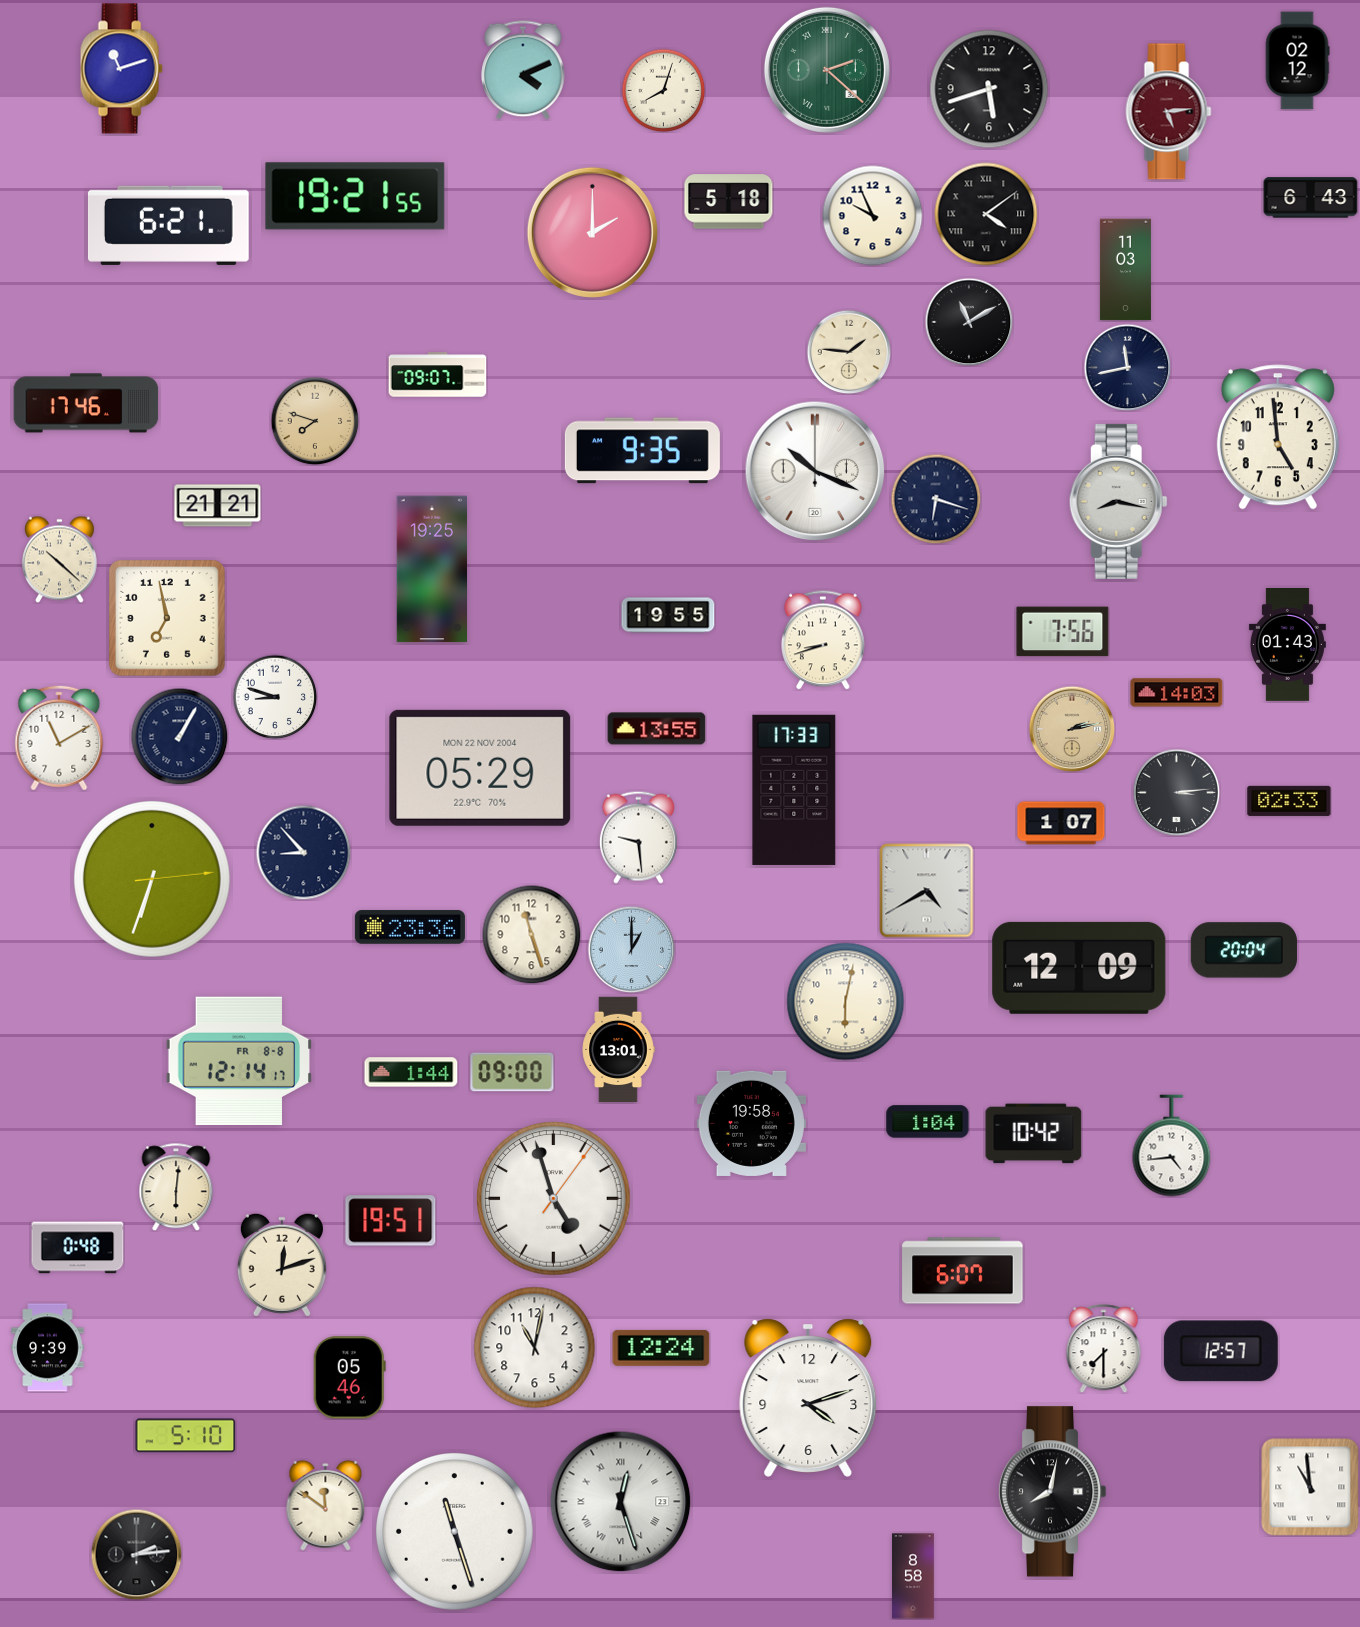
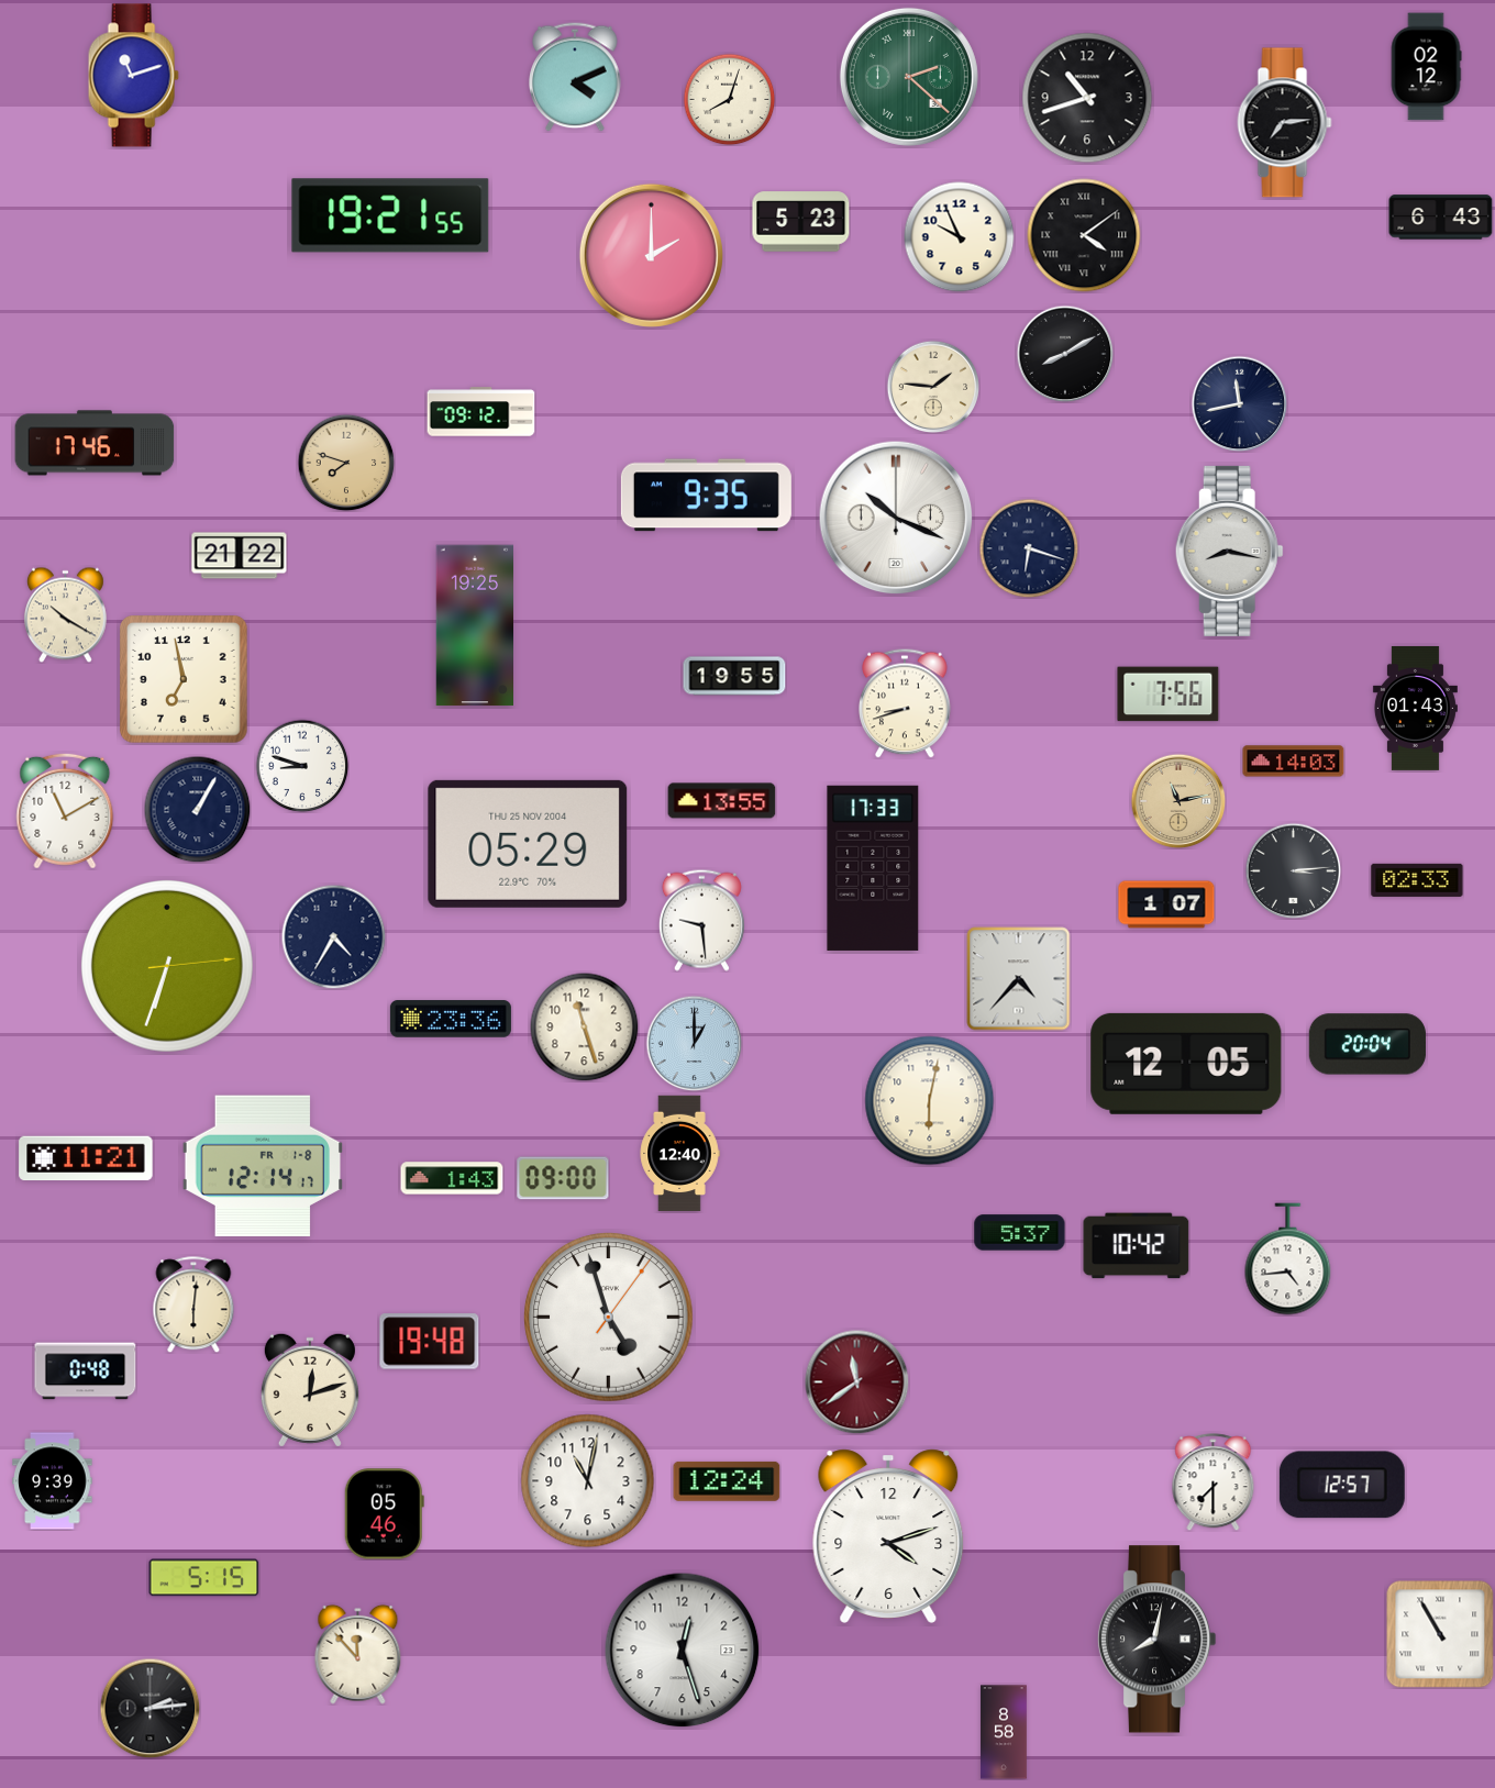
clock at (989, 89): 5:42 -> 10:42
clock at (1169, 112): 5:14 -> 7:14
clock at (1169, 112) dial: burgundy -> black
clock at (729, 202): 5:18 -> 5:23
clock at (168, 225): 6:21 -> none
clock at (1125, 270): 11:03 -> none
clock at (969, 322): 11:10 -> 8:10
clock at (438, 375): 09:07 -> 09:12
clock at (1278, 437): 4:59 -> none
clock at (218, 506): 21:21 -> 21:22
clock at (59, 559): 10:22 -> 10:20
clock at (1072, 729): 2:13 -> 11:13
clock at (480, 768) date: MON 22 NOV 2004 -> THU 25 NOV 2004
clock at (303, 852): 8:53 -> 4:35
clock at (927, 891): 4:40 -> 4:37
clock at (1079, 968): 12:09 -> 12:05
clock at (618, 1050): 13:01 -> 12:40
clock at (86, 1158): none -> 11:21
clock at (239, 1061) date: FR 8-8 -> FR 1-8
clock at (411, 1072): 1:44 -> 1:43
clock at (928, 1122): 1:04 -> 5:37
clock at (751, 1123): 19:58 -> none
clock at (391, 1221): 19:51 -> 19:48
clock at (856, 1381): none -> 11:39
clock at (963, 1271): 6:07 -> none
clock at (186, 1436): 5:10 -> 5:15
clock at (1310, 1487): 10:59 -> 10:55
clock at (621, 1502) numerals: Roman -> Arabic
clock at (326, 1505): 11:51 -> 11:53
clock at (455, 1532): 11:27 -> none
